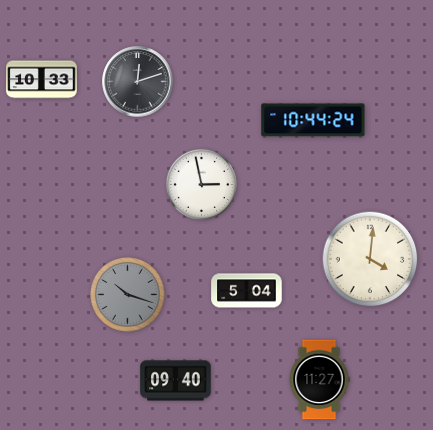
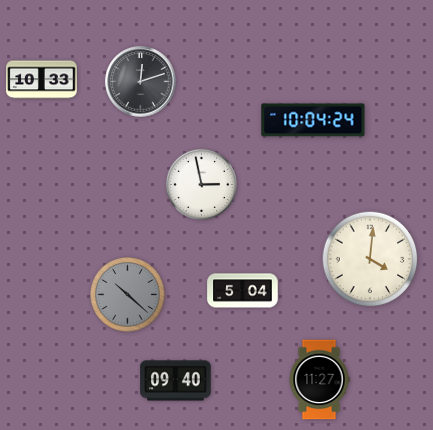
clock at (138, 82) position: (138, 82) -> (141, 82)
clock at (313, 120): 10:44 -> 10:04
clock at (247, 291) position: (247, 291) -> (243, 291)
clock at (128, 295): 10:18 -> 10:22
